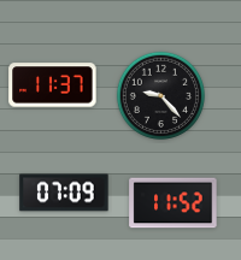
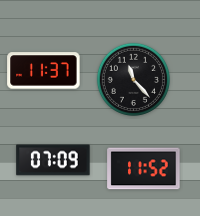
clock at (160, 95): 9:23 -> 11:23
